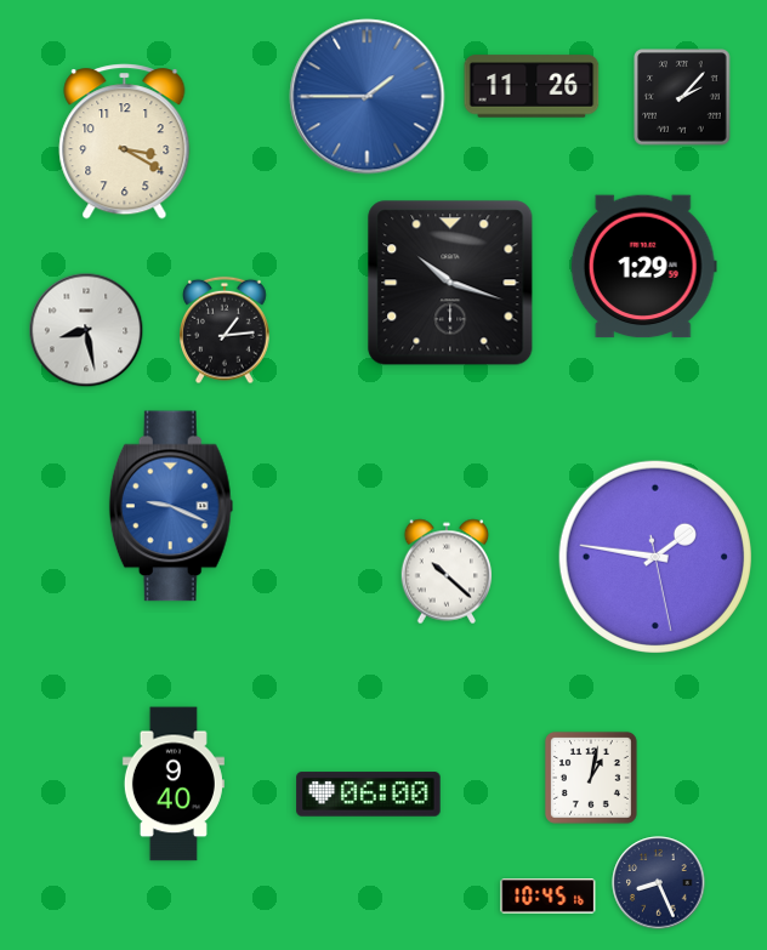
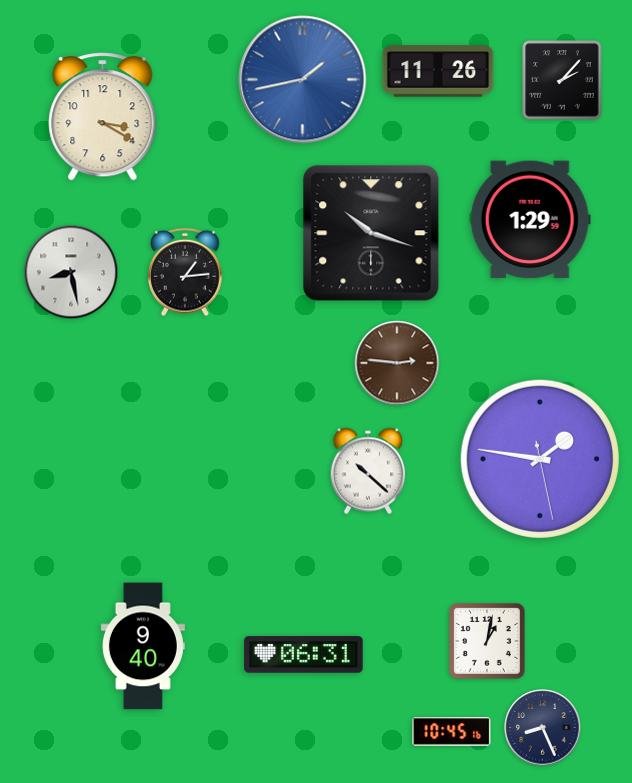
clock at (368, 97): 1:45 -> 1:43
clock at (397, 363): none -> 2:46
clock at (171, 506): 9:19 -> none
clock at (369, 795): 06:00 -> 06:31
clock at (549, 897) position: (549, 897) -> (452, 732)
